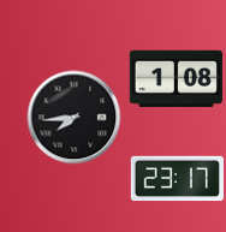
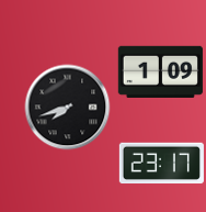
clock at (176, 78): 1:08 -> 1:09
clock at (73, 117): 7:44 -> 7:42
